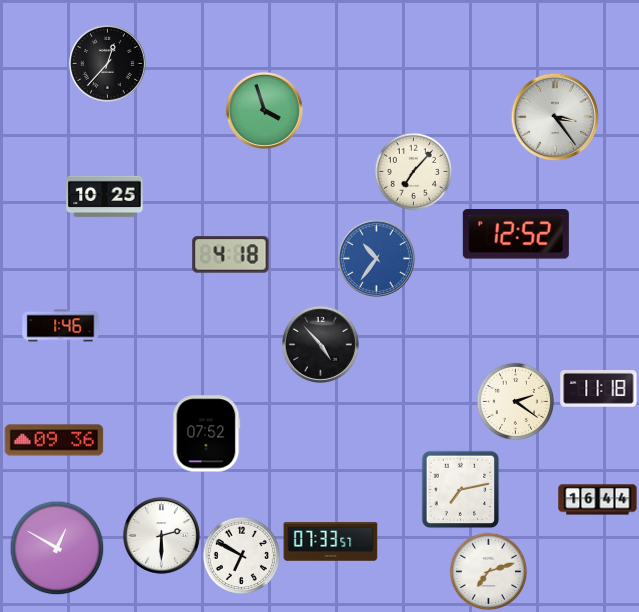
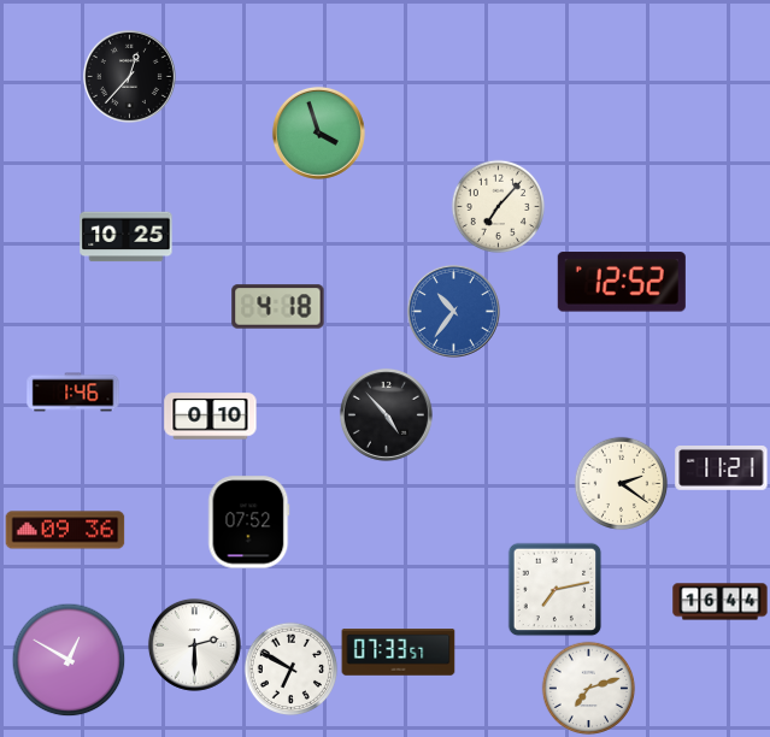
clock at (555, 117): 3:24 -> none
clock at (211, 417): none -> 0:10
clock at (599, 389): 11:18 -> 11:21
